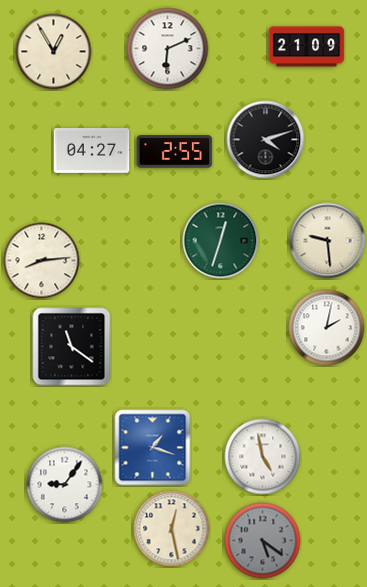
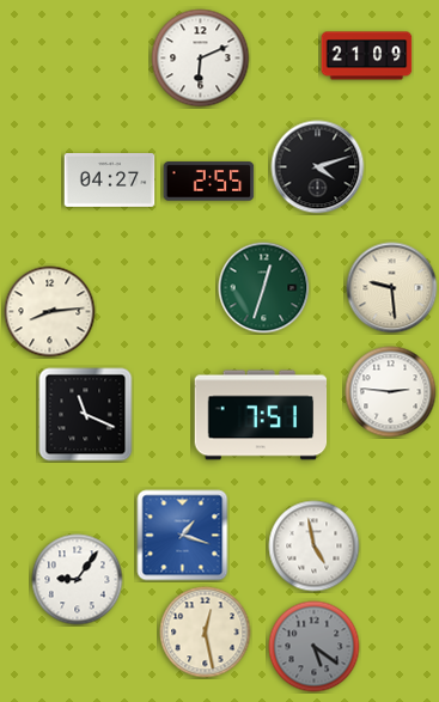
clock at (54, 52): 12:55 -> none
clock at (327, 328): 2:02 -> 2:46
clock at (72, 347): 11:21 -> 11:19
clock at (261, 415): none -> 7:51
